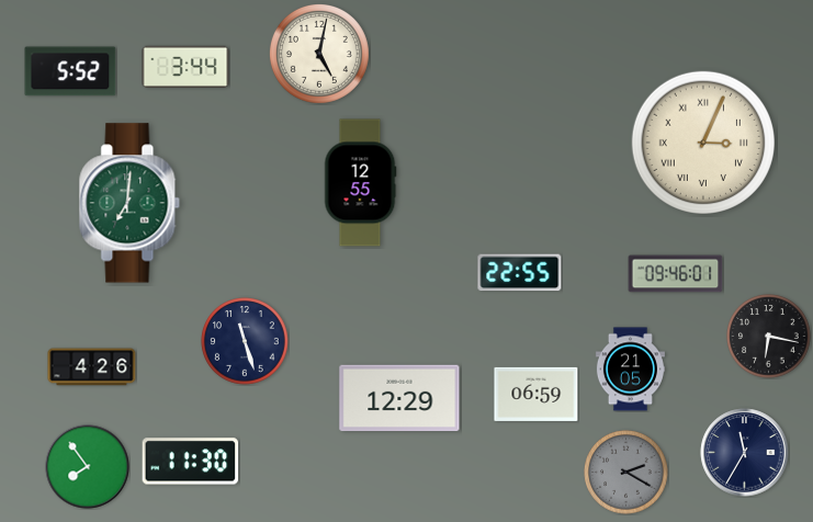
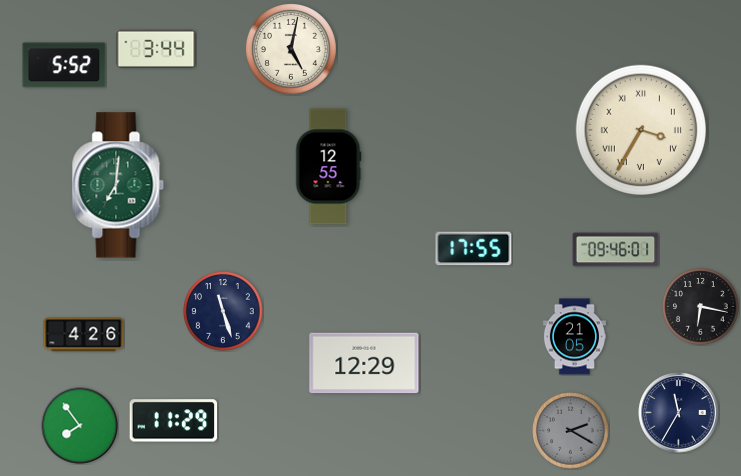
clock at (185, 66) position: (185, 66) -> (156, 48)
clock at (703, 143): 3:04 -> 3:35
clock at (520, 273): 22:55 -> 17:55
clock at (537, 394): 06:59 -> none
clock at (191, 462): 11:30 -> 11:29
